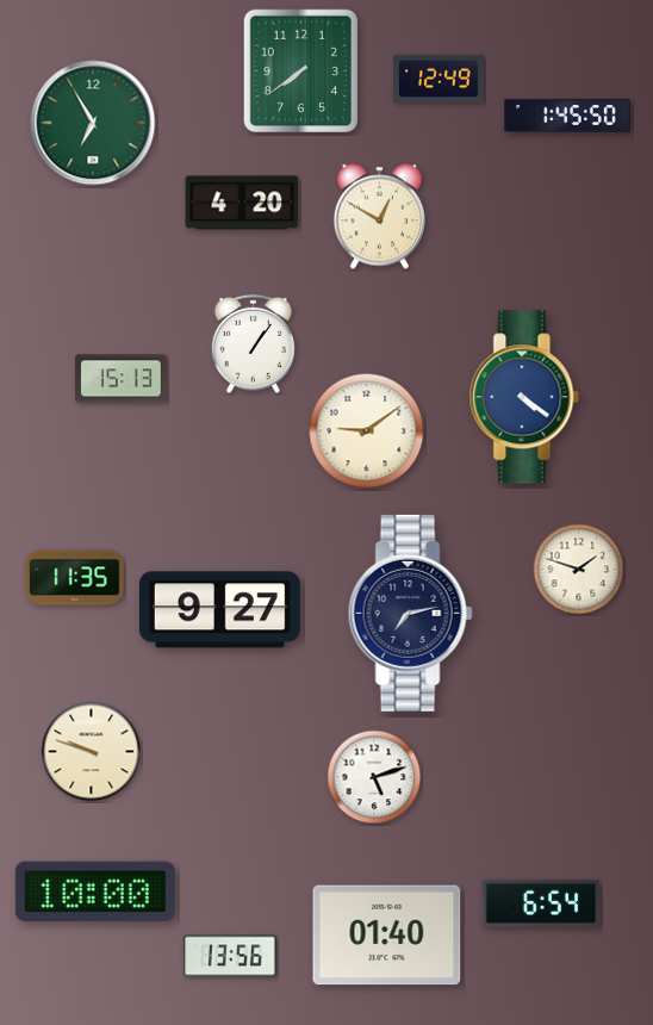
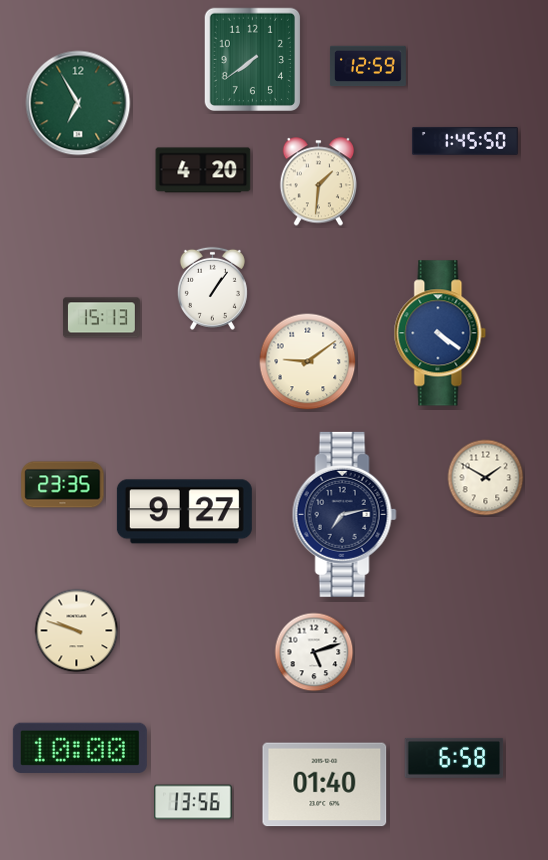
clock at (439, 79): 12:49 -> 12:59
clock at (567, 116) position: (567, 116) -> (465, 141)
clock at (379, 217): 12:50 -> 1:31
clock at (579, 570): 1:48 -> 1:50
clock at (75, 578): 11:35 -> 23:35
clock at (541, 903): 6:54 -> 6:58
